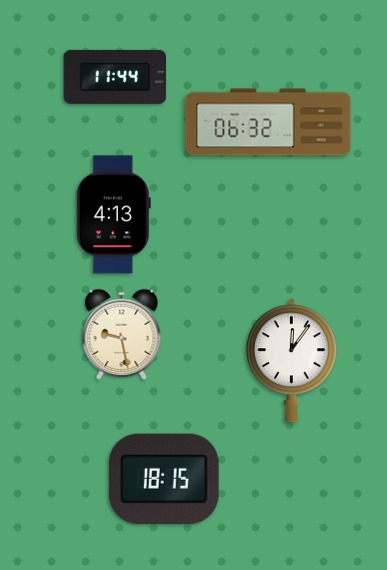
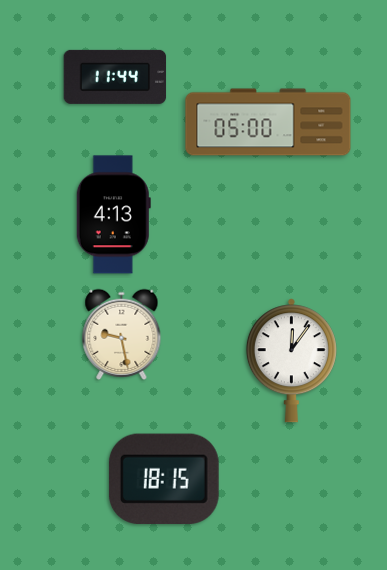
clock at (268, 122): 06:32 -> 05:00
